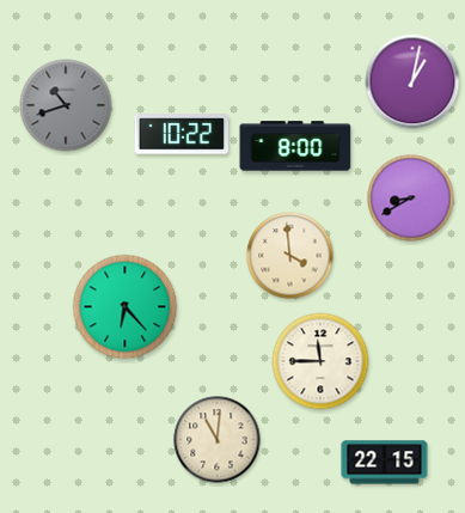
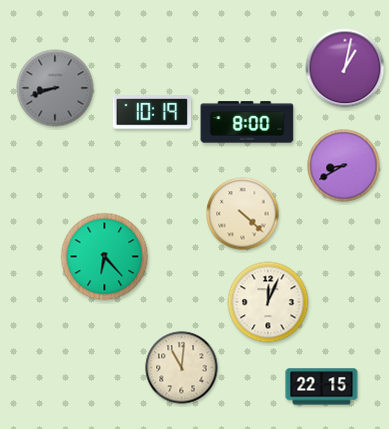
clock at (66, 105): 10:42 -> 8:42
clock at (181, 134): 10:22 -> 10:19
clock at (290, 256): 3:59 -> 4:22
clock at (320, 361): 11:45 -> 12:04
